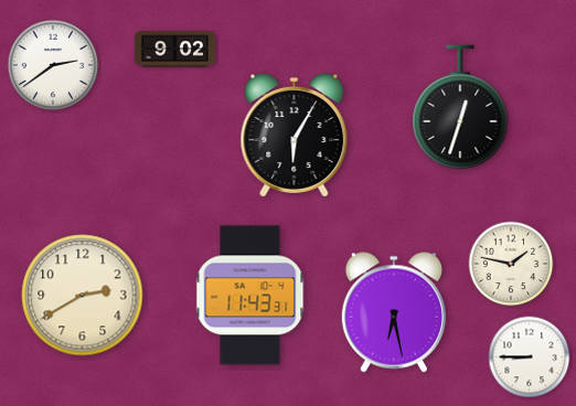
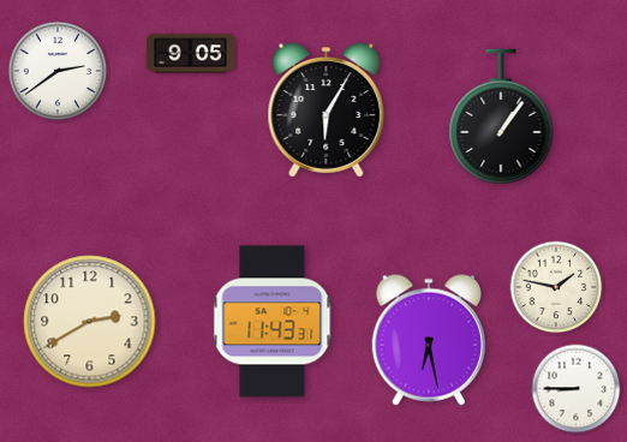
clock at (174, 50): 9:02 -> 9:05
clock at (460, 107): 12:33 -> 1:06
clock at (295, 136) position: (295, 136) -> (327, 110)
